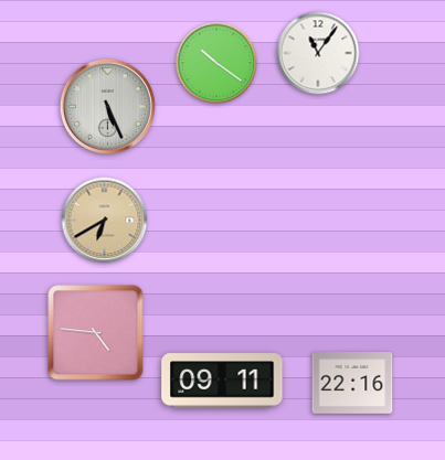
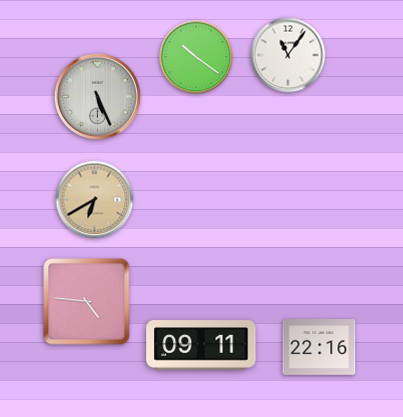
clock at (318, 53) position: (318, 53) -> (288, 55)
